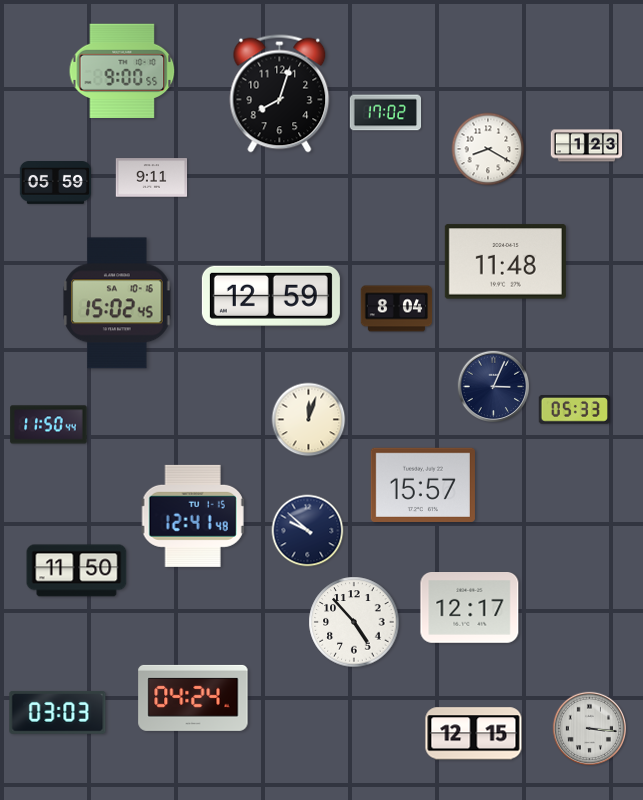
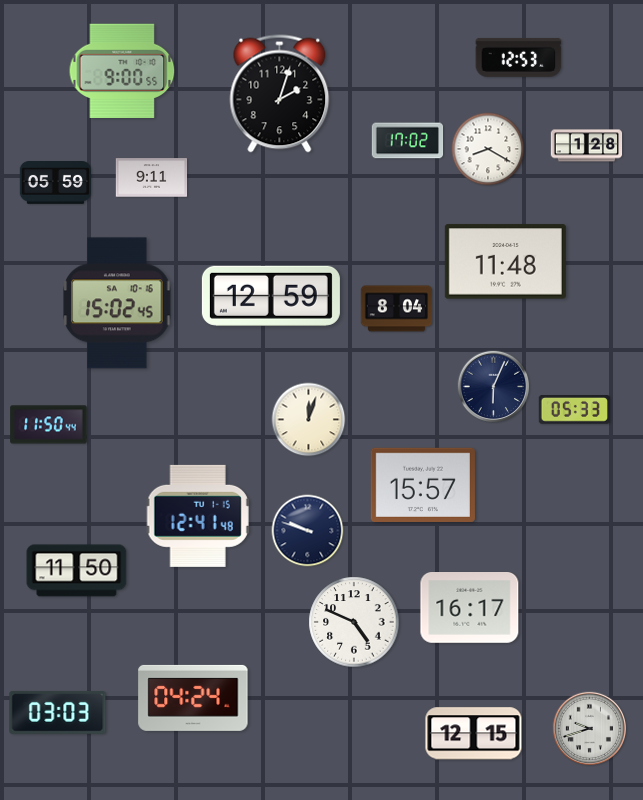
clock at (519, 57): none -> 12:53
clock at (280, 94): 8:03 -> 2:03
clock at (386, 113) position: (386, 113) -> (408, 141)
clock at (587, 146): 1:23 -> 1:28
clock at (494, 387): 3:04 -> 6:04
clock at (193, 516) position: (193, 516) -> (198, 516)
clock at (308, 531): 9:52 -> 9:48
clock at (470, 608): 12:17 -> 16:17
clock at (354, 622): 4:53 -> 4:49
clock at (589, 728): 3:16 -> 9:42
